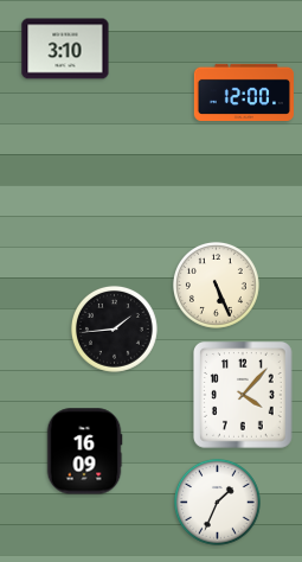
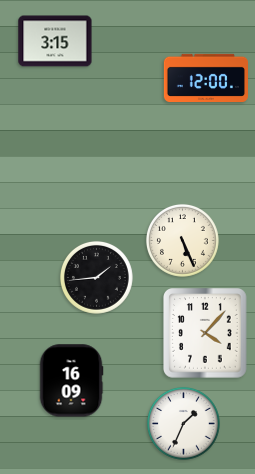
clock at (65, 49): 3:10 -> 3:15
